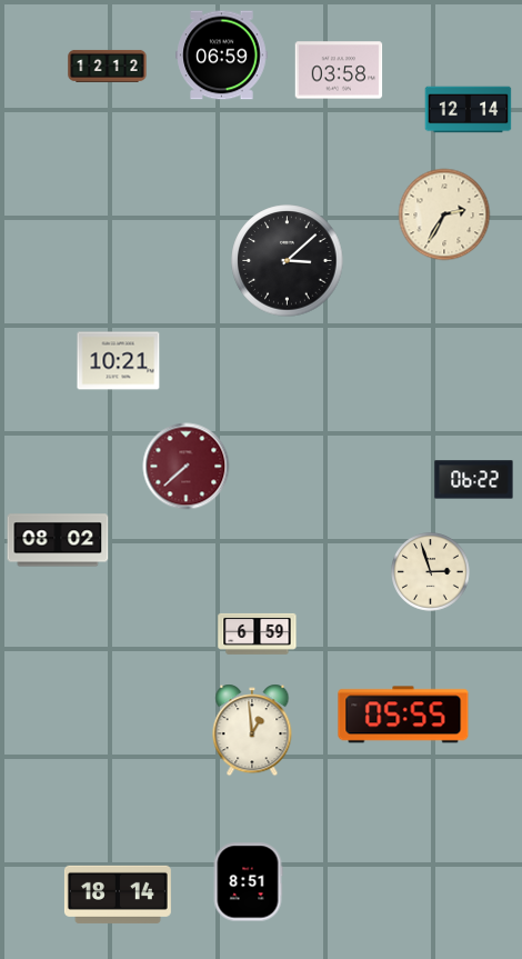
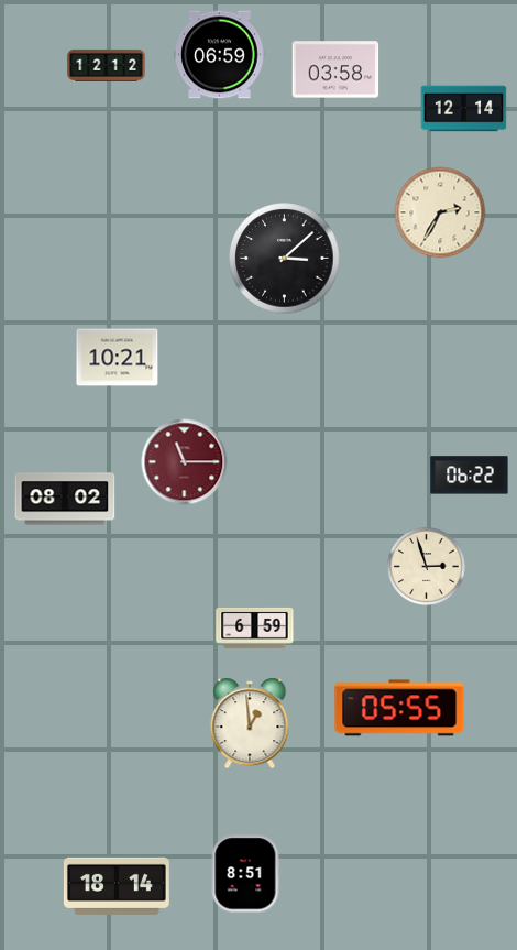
clock at (187, 467): 7:38 -> 11:15
clock at (58, 540) position: (58, 540) -> (65, 499)
